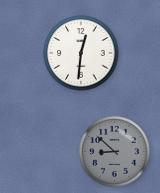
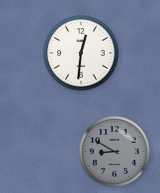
clock at (115, 152): 8:52 -> 8:50
